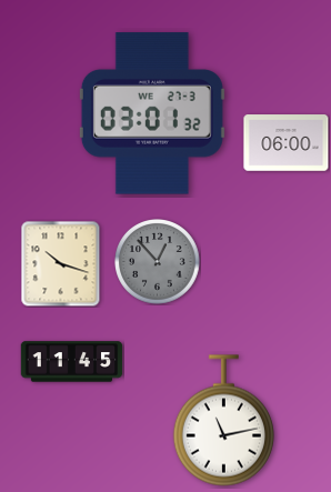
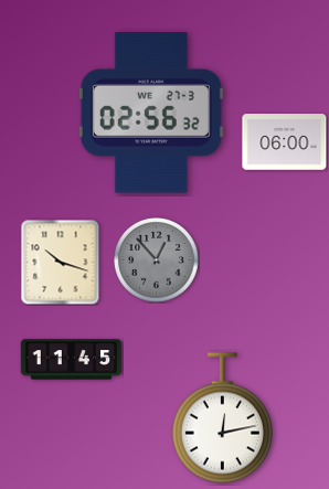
clock at (152, 113): 03:01 -> 02:56
clock at (223, 421): 11:13 -> 12:13
